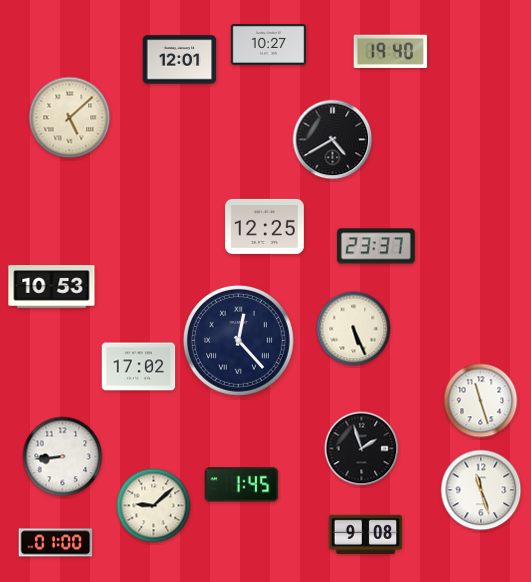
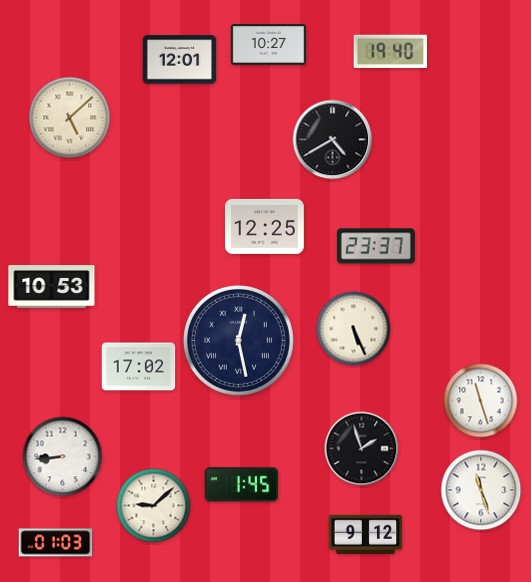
clock at (238, 340): 12:23 -> 12:28
clock at (366, 535): 9:08 -> 9:12
clock at (56, 543): 01:00 -> 01:03
